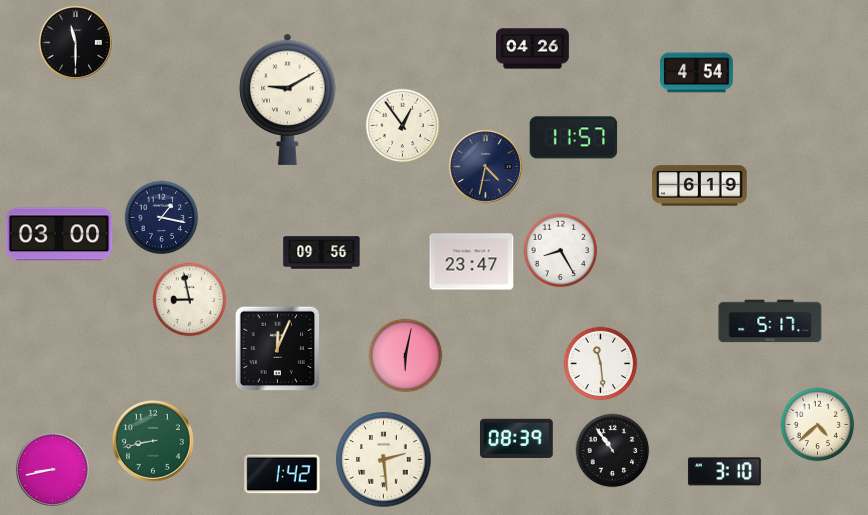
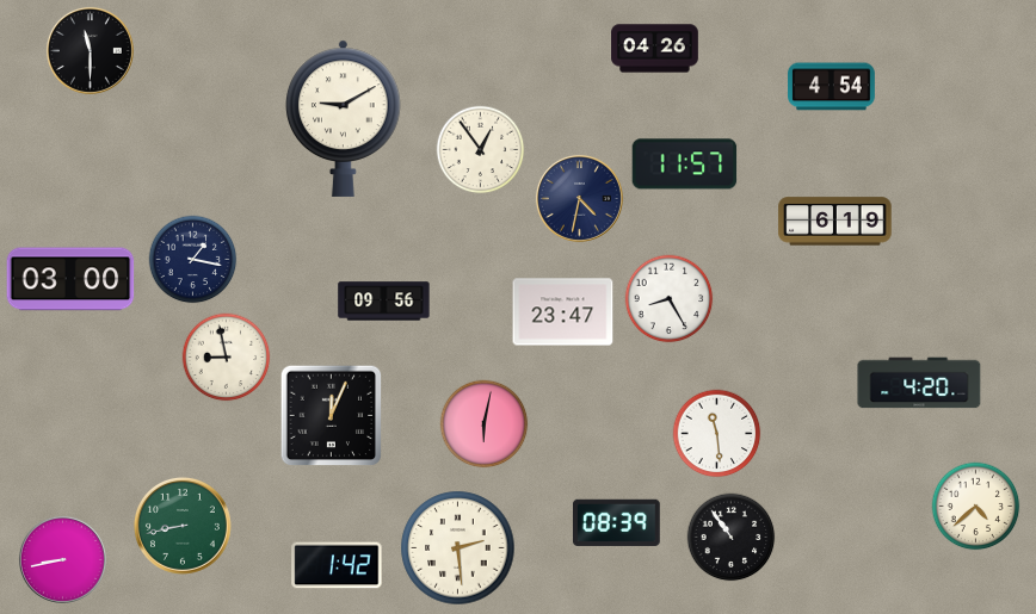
clock at (533, 49) position: (533, 49) -> (655, 49)
clock at (770, 321): 5:17 -> 4:20
clock at (725, 472): 3:10 -> none
